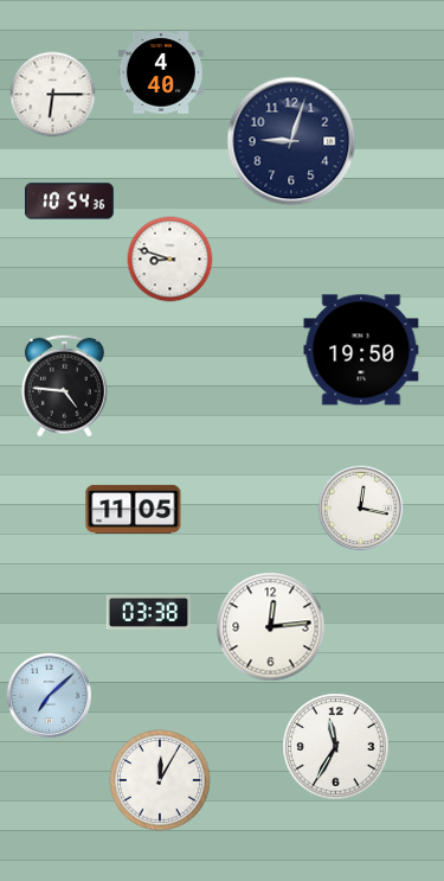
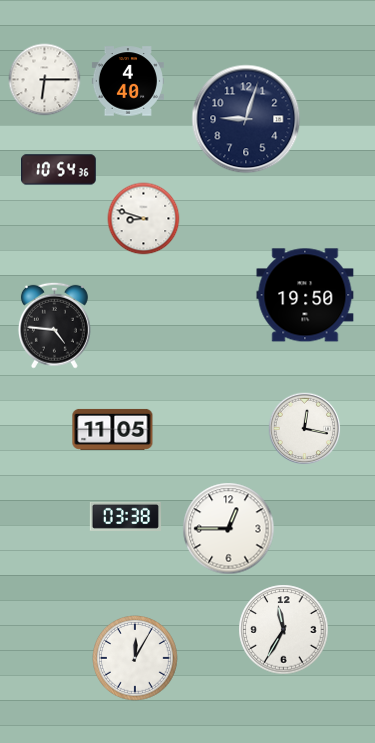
clock at (161, 72) position: (161, 72) -> (128, 81)
clock at (271, 627): 12:14 -> 12:45
clock at (50, 696): 7:08 -> none
